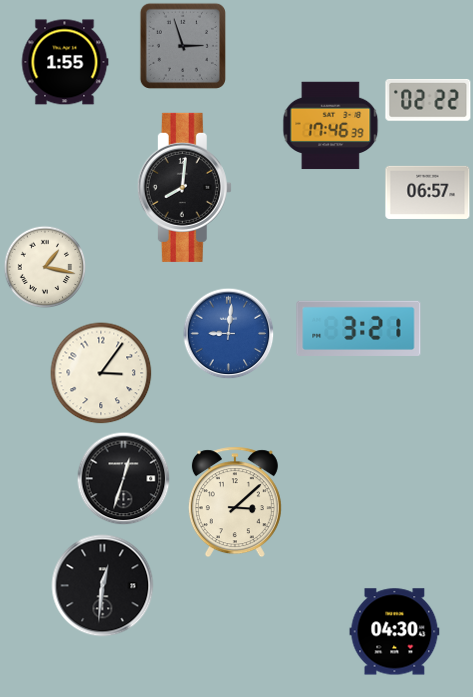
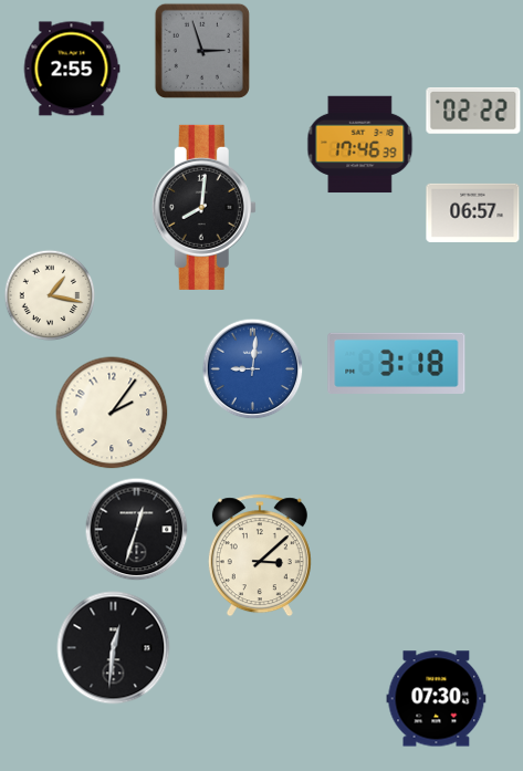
clock at (65, 62): 1:55 -> 2:55
clock at (331, 126) position: (331, 126) -> (360, 145)
clock at (359, 328): 3:21 -> 3:18
clock at (101, 373): 3:06 -> 2:06
clock at (395, 632): 04:30 -> 07:30
